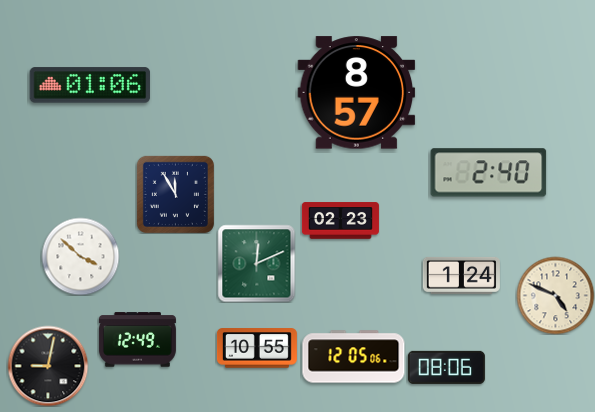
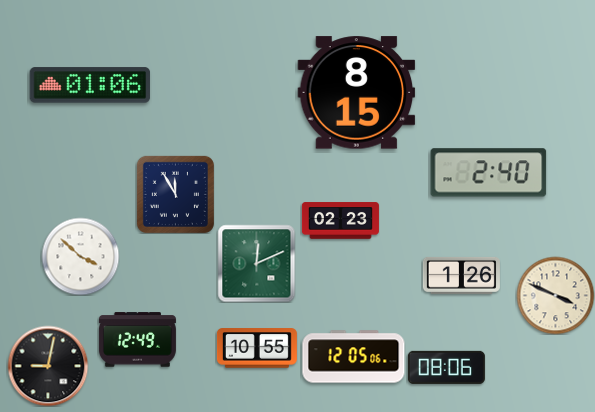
clock at (357, 93): 8:57 -> 8:15
clock at (461, 275): 1:24 -> 1:26
clock at (555, 295): 4:49 -> 3:49
